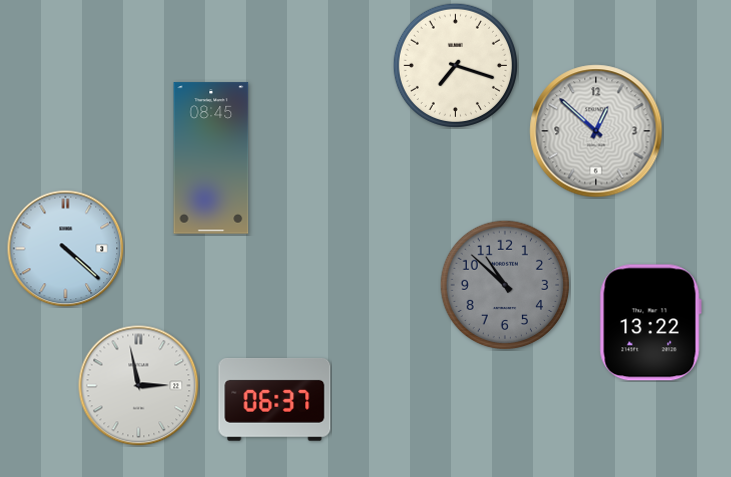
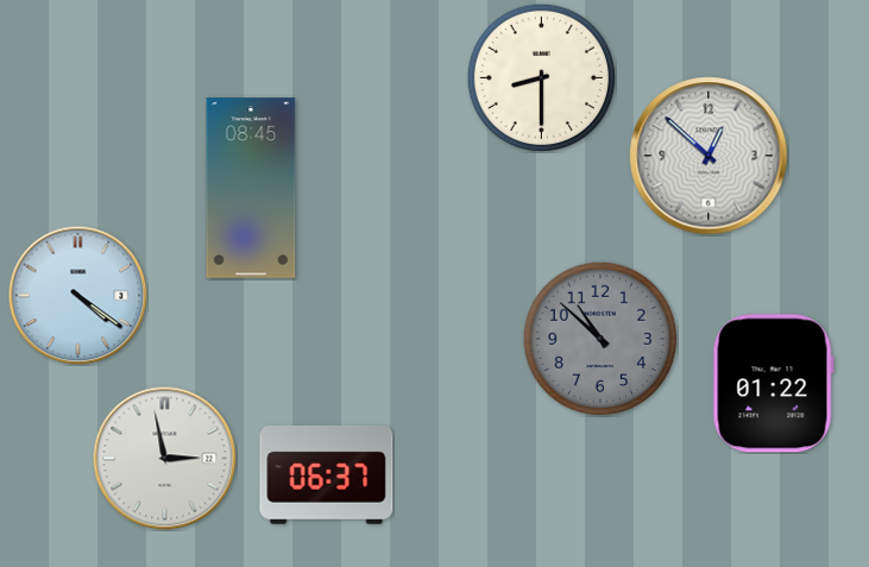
clock at (455, 65): 7:18 -> 8:30
clock at (65, 248): 4:22 -> 4:21
clock at (650, 323): 13:22 -> 01:22
